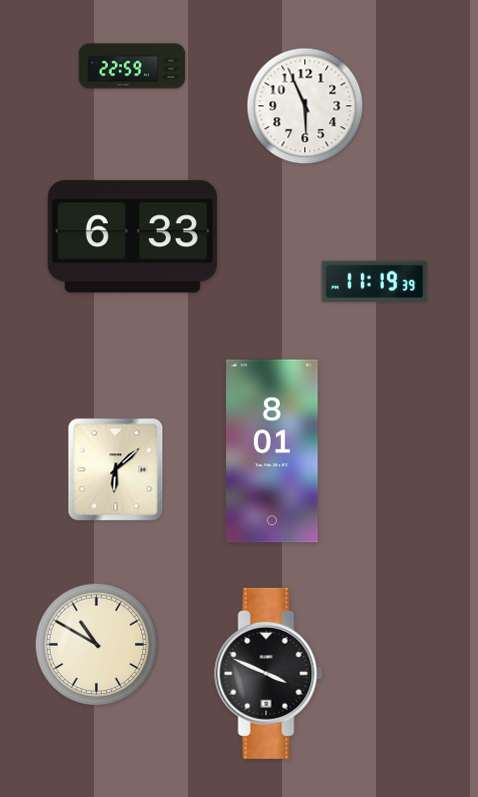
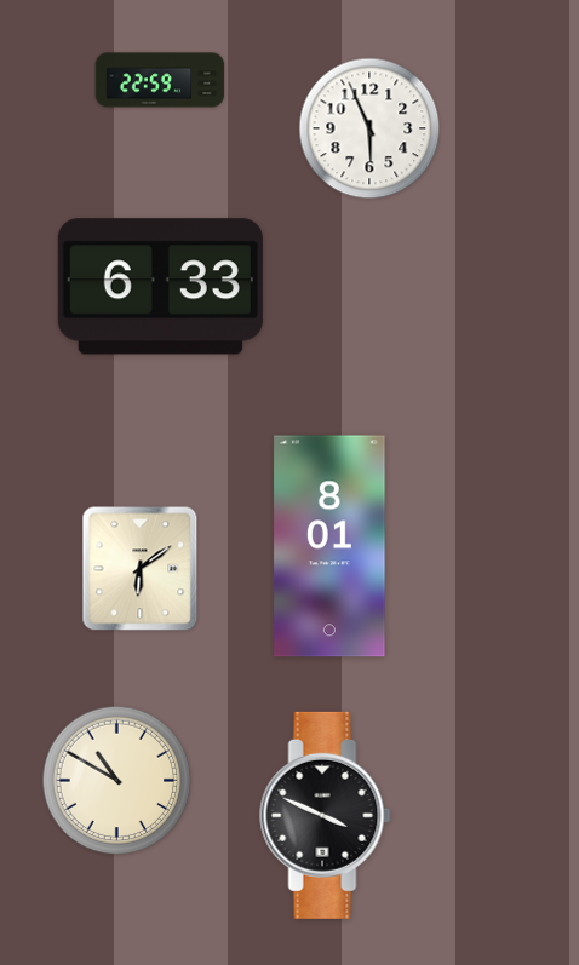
clock at (375, 281): 11:19 -> none
clock at (116, 470): 6:08 -> 6:09
